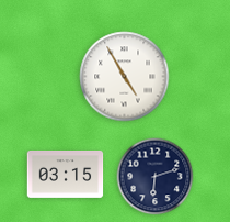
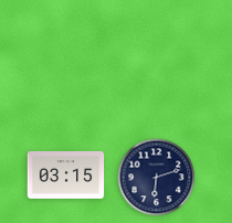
clock at (125, 77): 4:55 -> none
